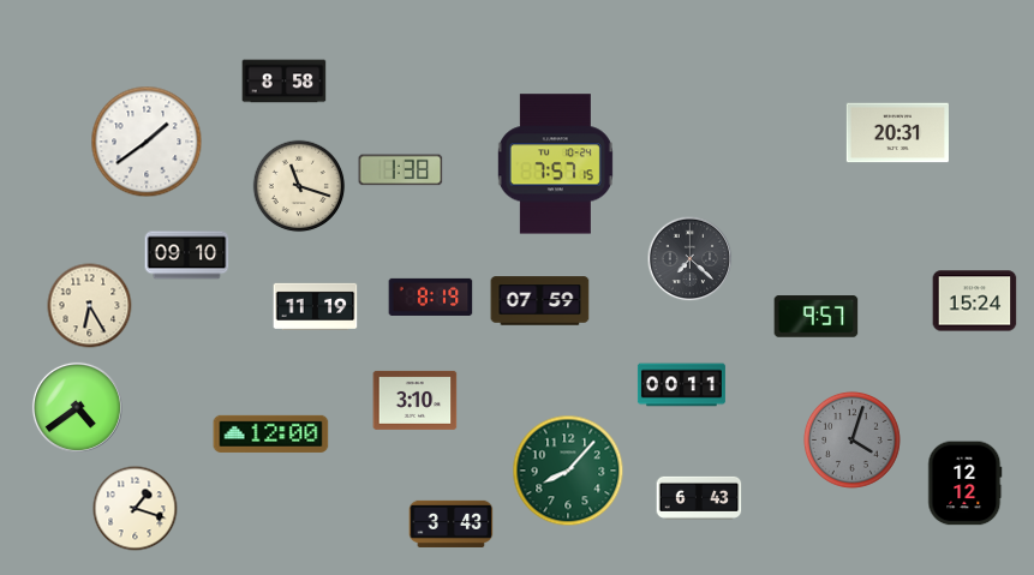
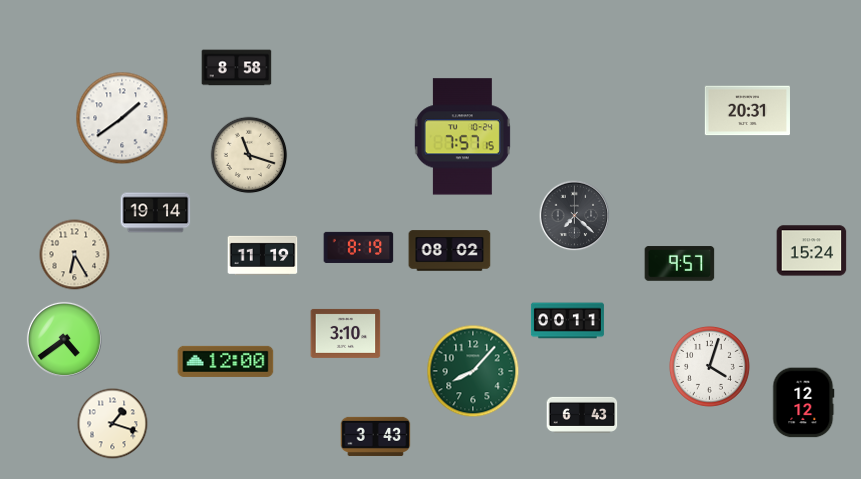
clock at (401, 170): 1:38 -> none
clock at (187, 256): 09:10 -> 19:14
clock at (540, 301): 07:59 -> 08:02
clock at (851, 439) dial: grey -> white
clock at (568, 471) position: (568, 471) -> (473, 371)
